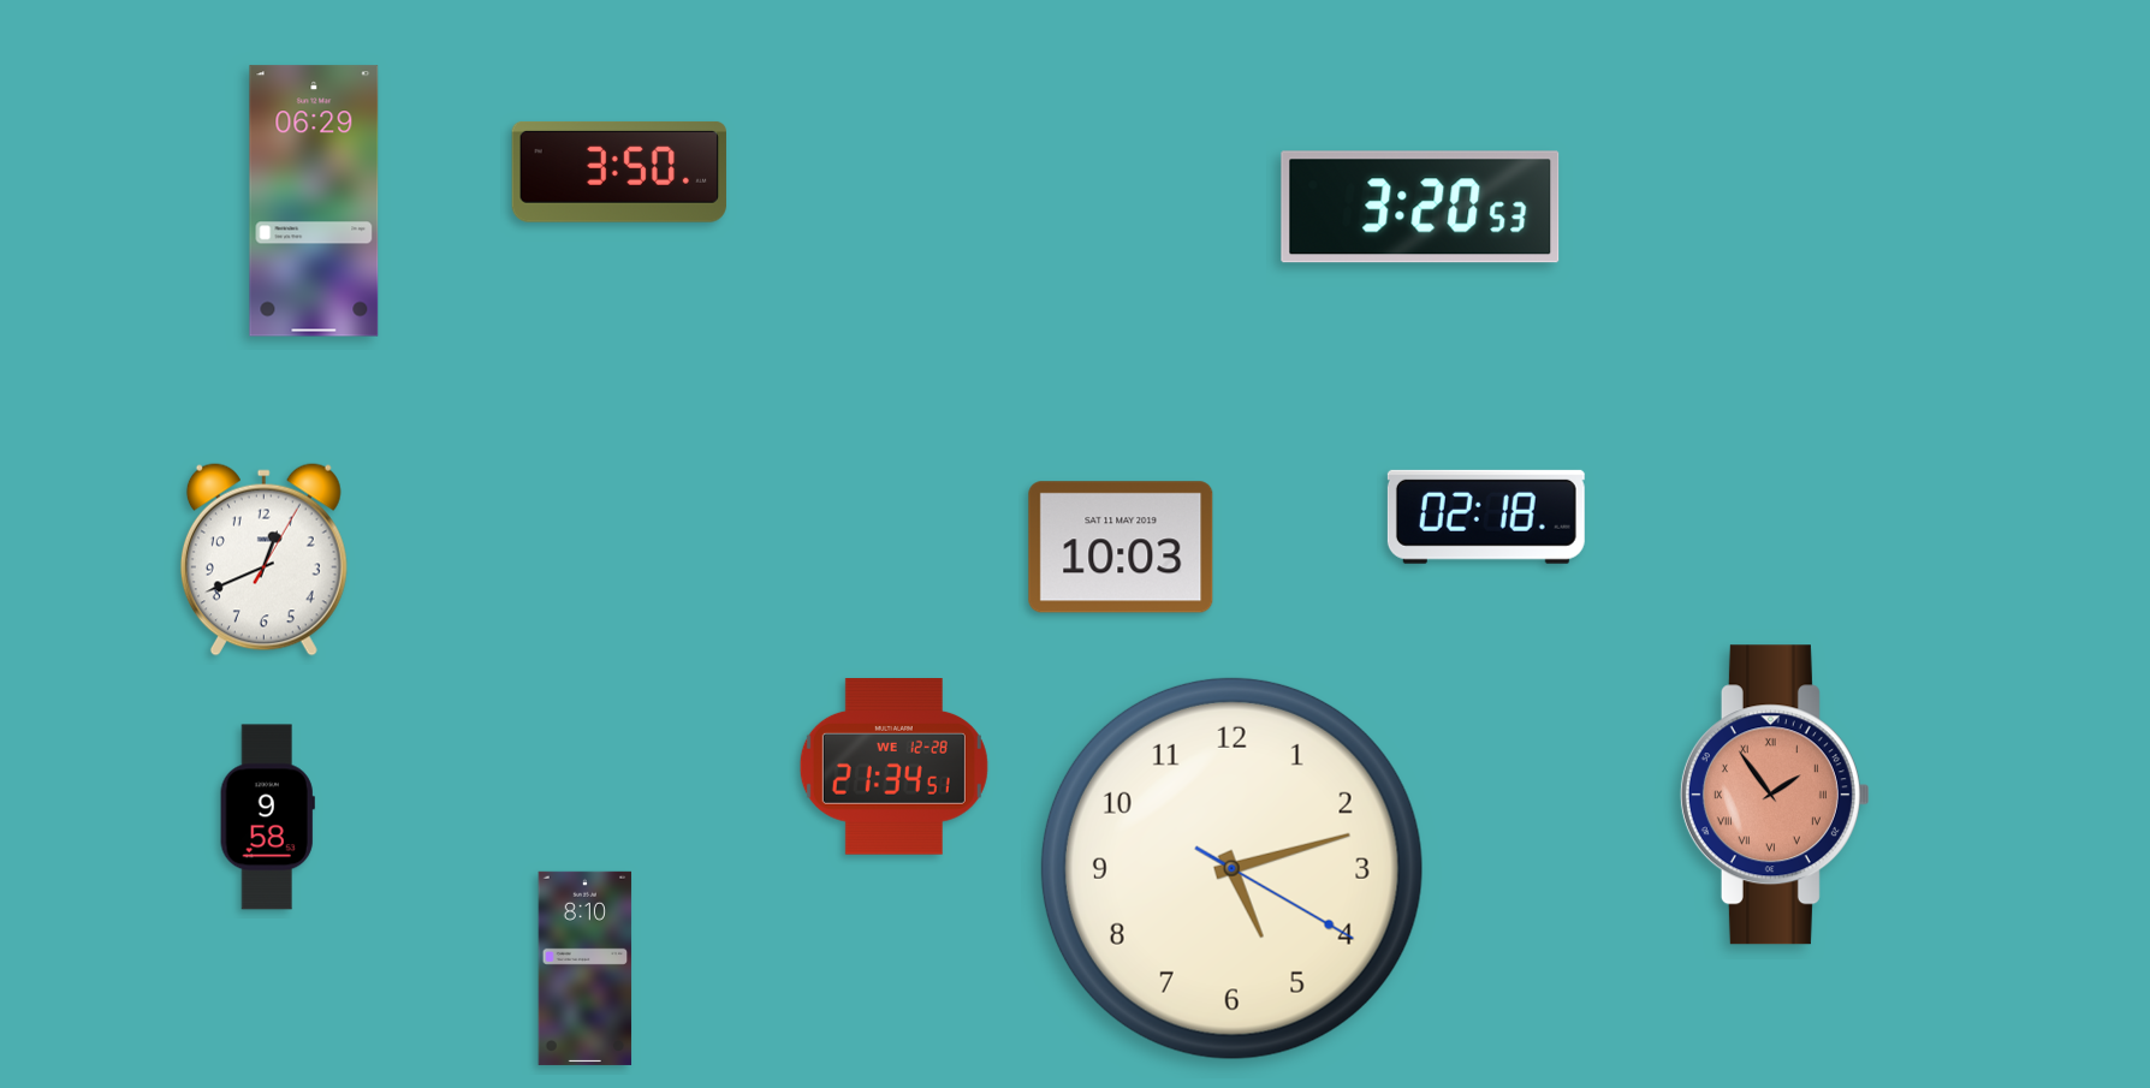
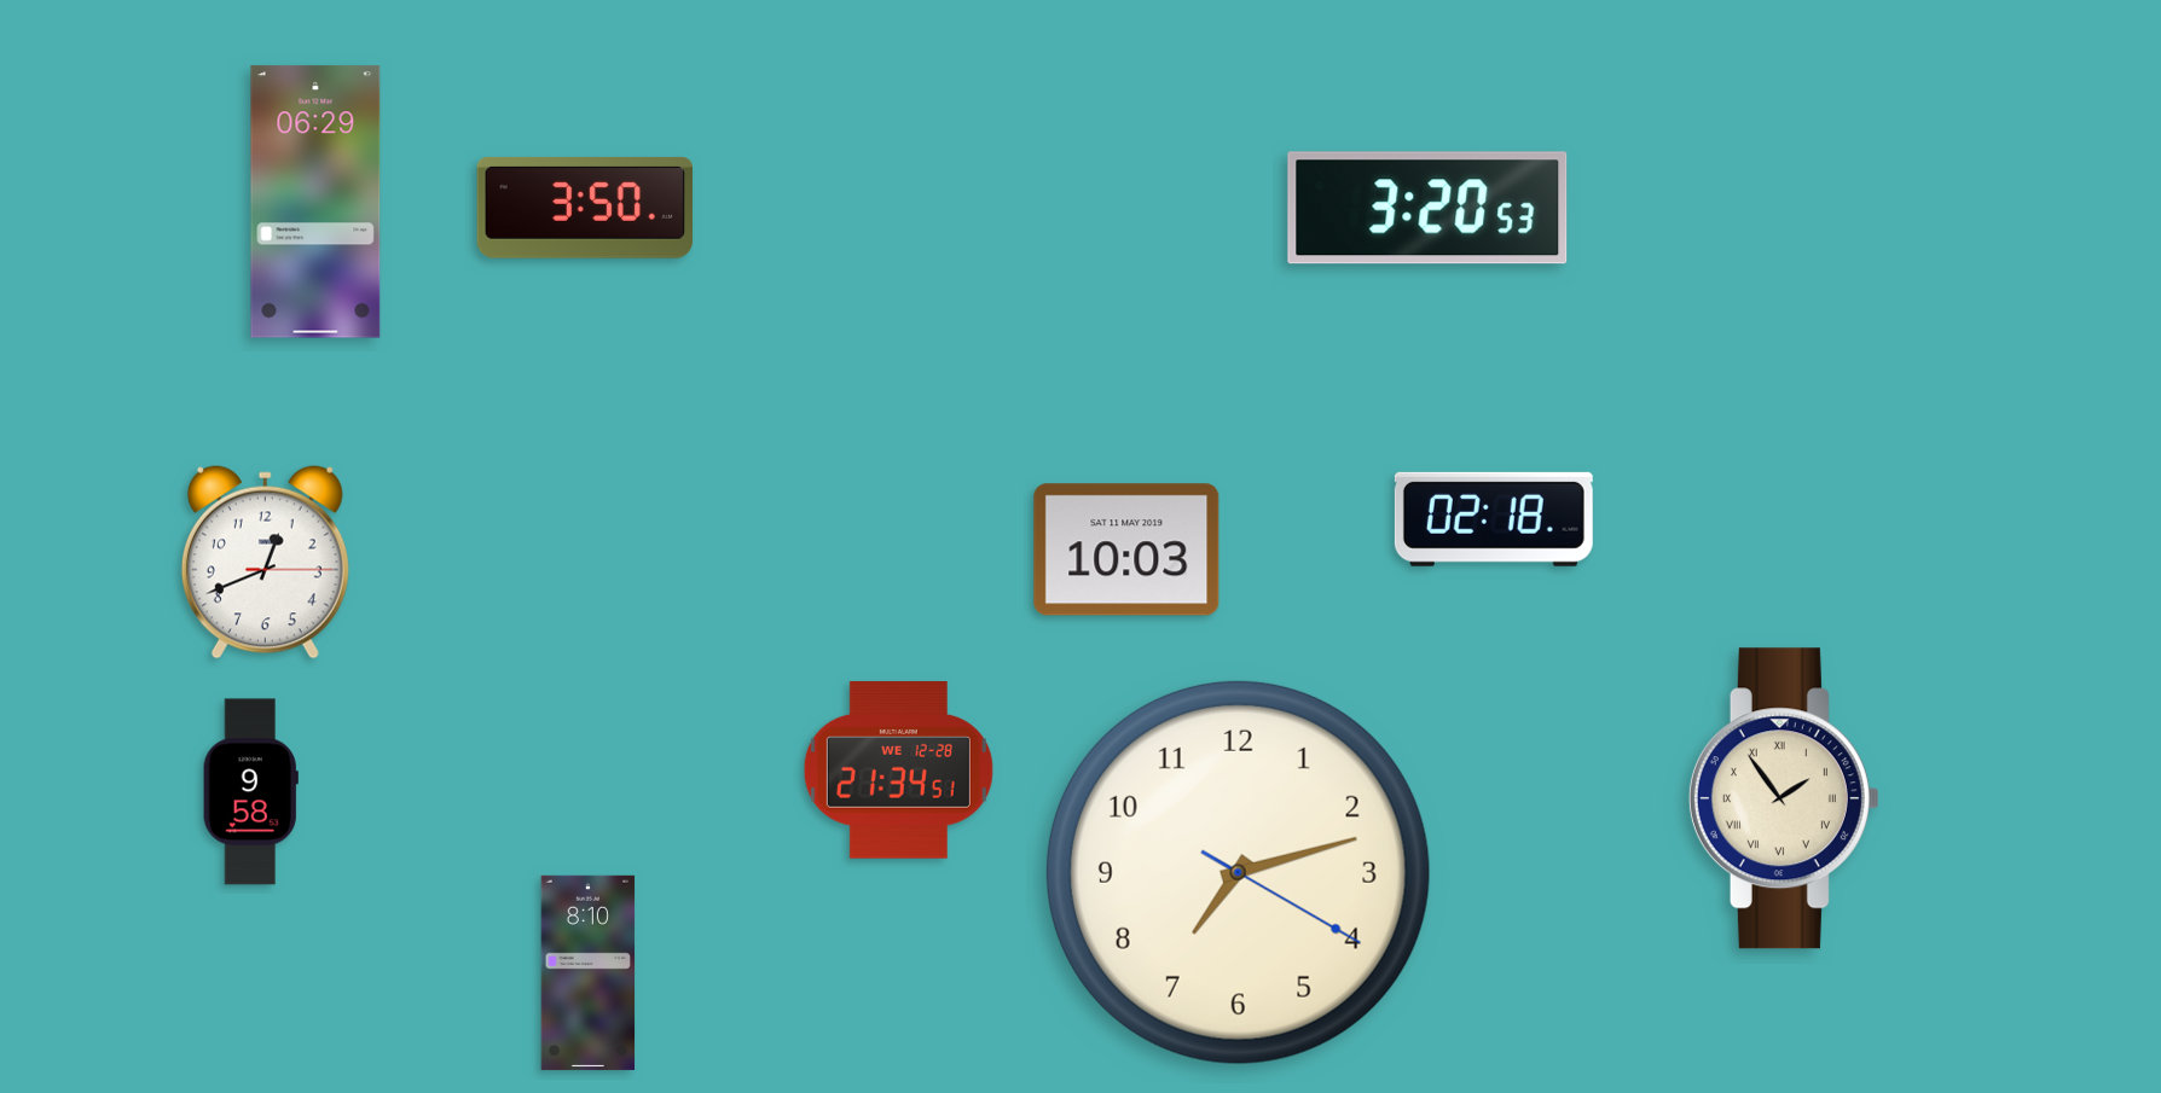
clock at (619, 172) position: (619, 172) -> (585, 208)
clock at (263, 560): 12:41:05 -> 12:41:15
clock at (1775, 795) dial: salmon -> cream
clock at (267, 818) position: (267, 818) -> (250, 792)
clock at (1231, 868): 5:12 -> 7:12
